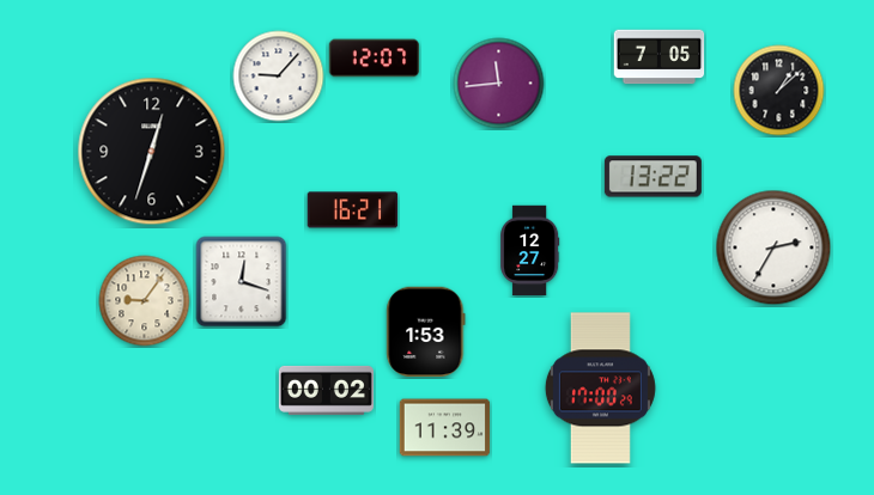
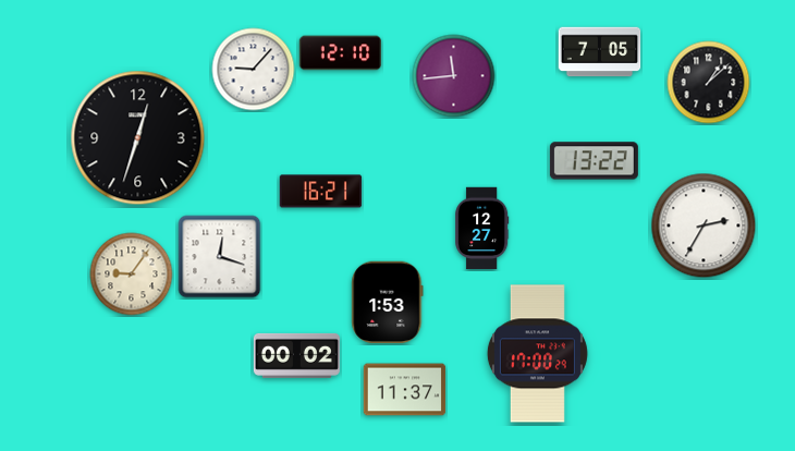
clock at (375, 59): 12:07 -> 12:10
clock at (600, 389) position: (600, 389) -> (537, 354)
clock at (445, 428): 11:39 -> 11:37
